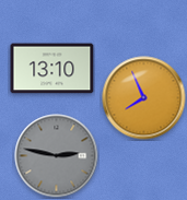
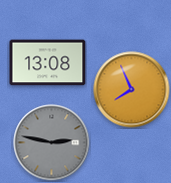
clock at (52, 69): 13:10 -> 13:08
